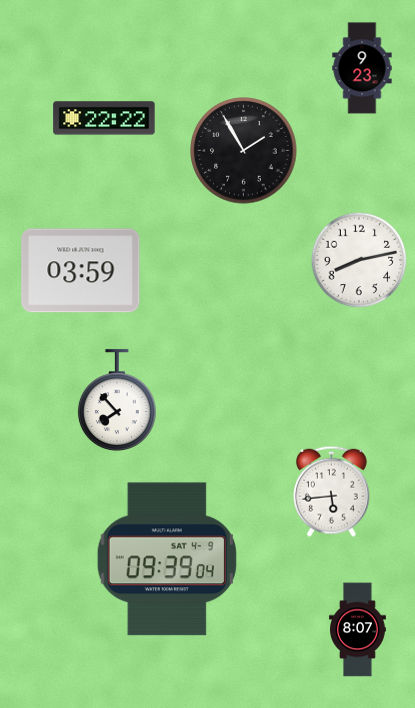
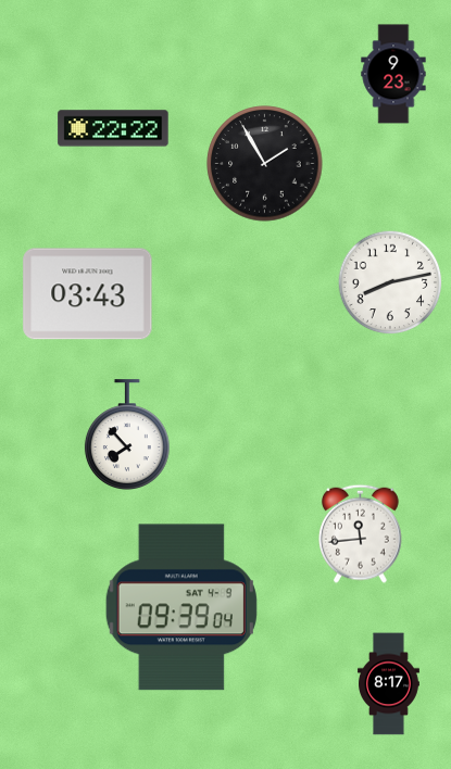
clock at (81, 271): 03:59 -> 03:43
clock at (332, 491): 5:44 -> 11:44
clock at (358, 630): 8:07 -> 8:17
